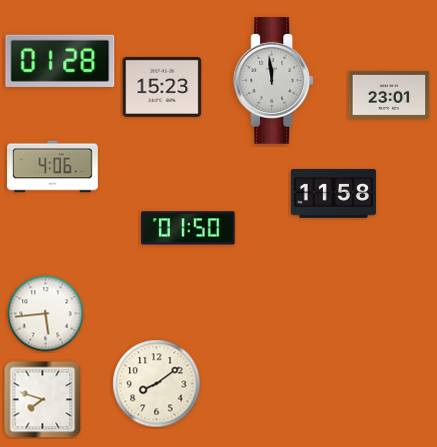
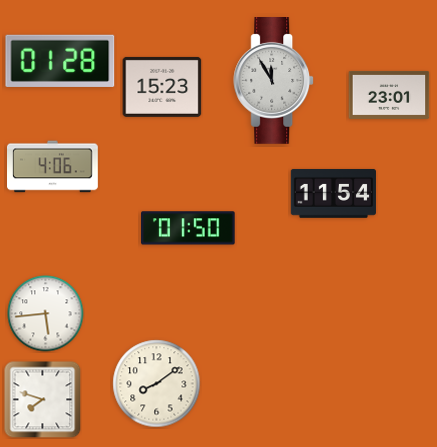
clock at (274, 81): 11:59 -> 11:55
clock at (333, 193): 11:58 -> 11:54
